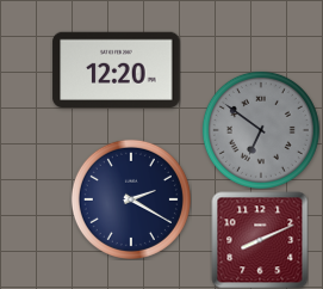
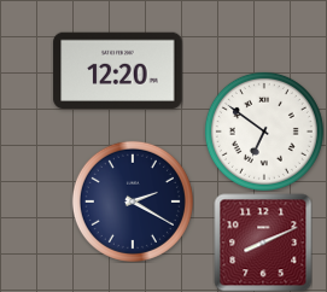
clock at (261, 130) dial: grey -> white
